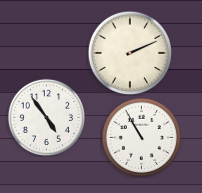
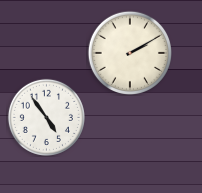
clock at (129, 52): 2:11 -> 2:10
clock at (141, 137): 10:55 -> none
